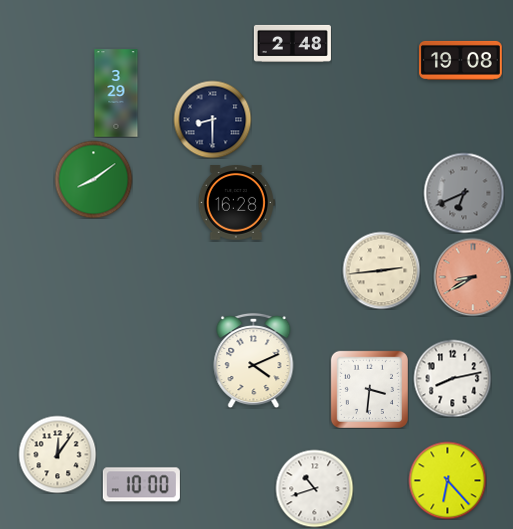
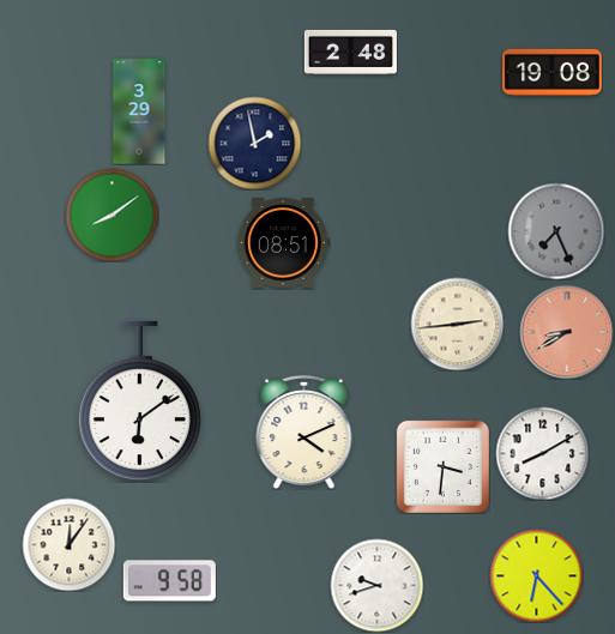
clock at (212, 119): 8:30 -> 1:58
clock at (464, 193): 6:41 -> 7:26
clock at (236, 203): 16:28 -> 08:51
clock at (139, 401): none -> 6:09
clock at (452, 378): 8:13 -> 8:10
clock at (141, 485): 10:00 -> 9:58
clock at (314, 488): 10:42 -> 9:42
